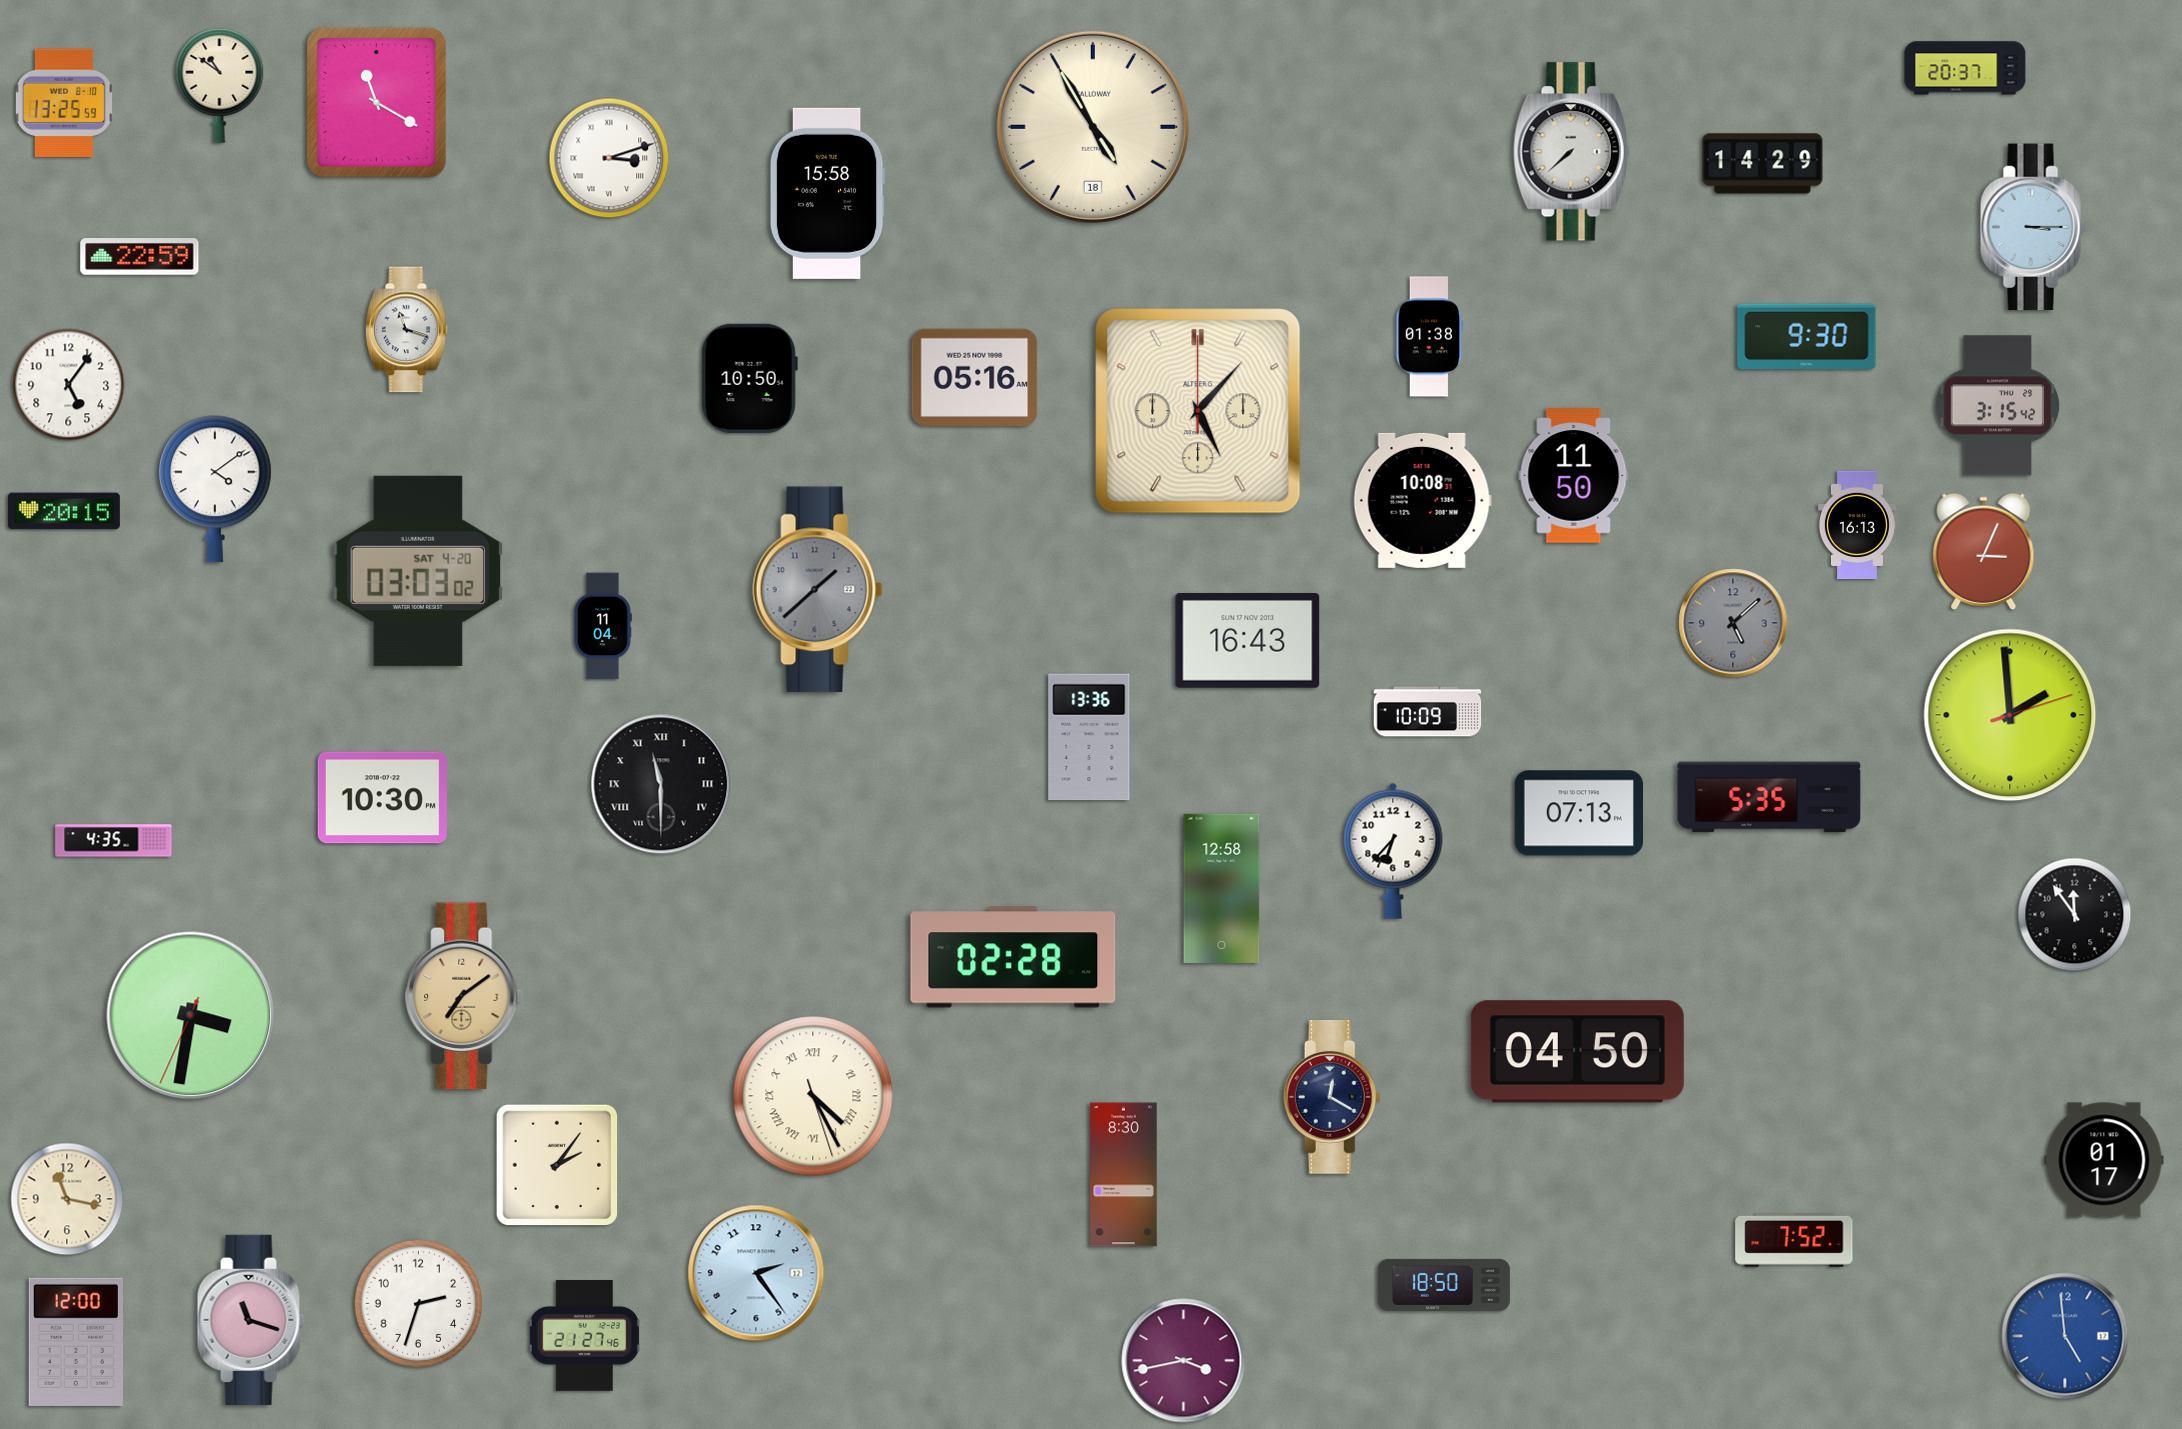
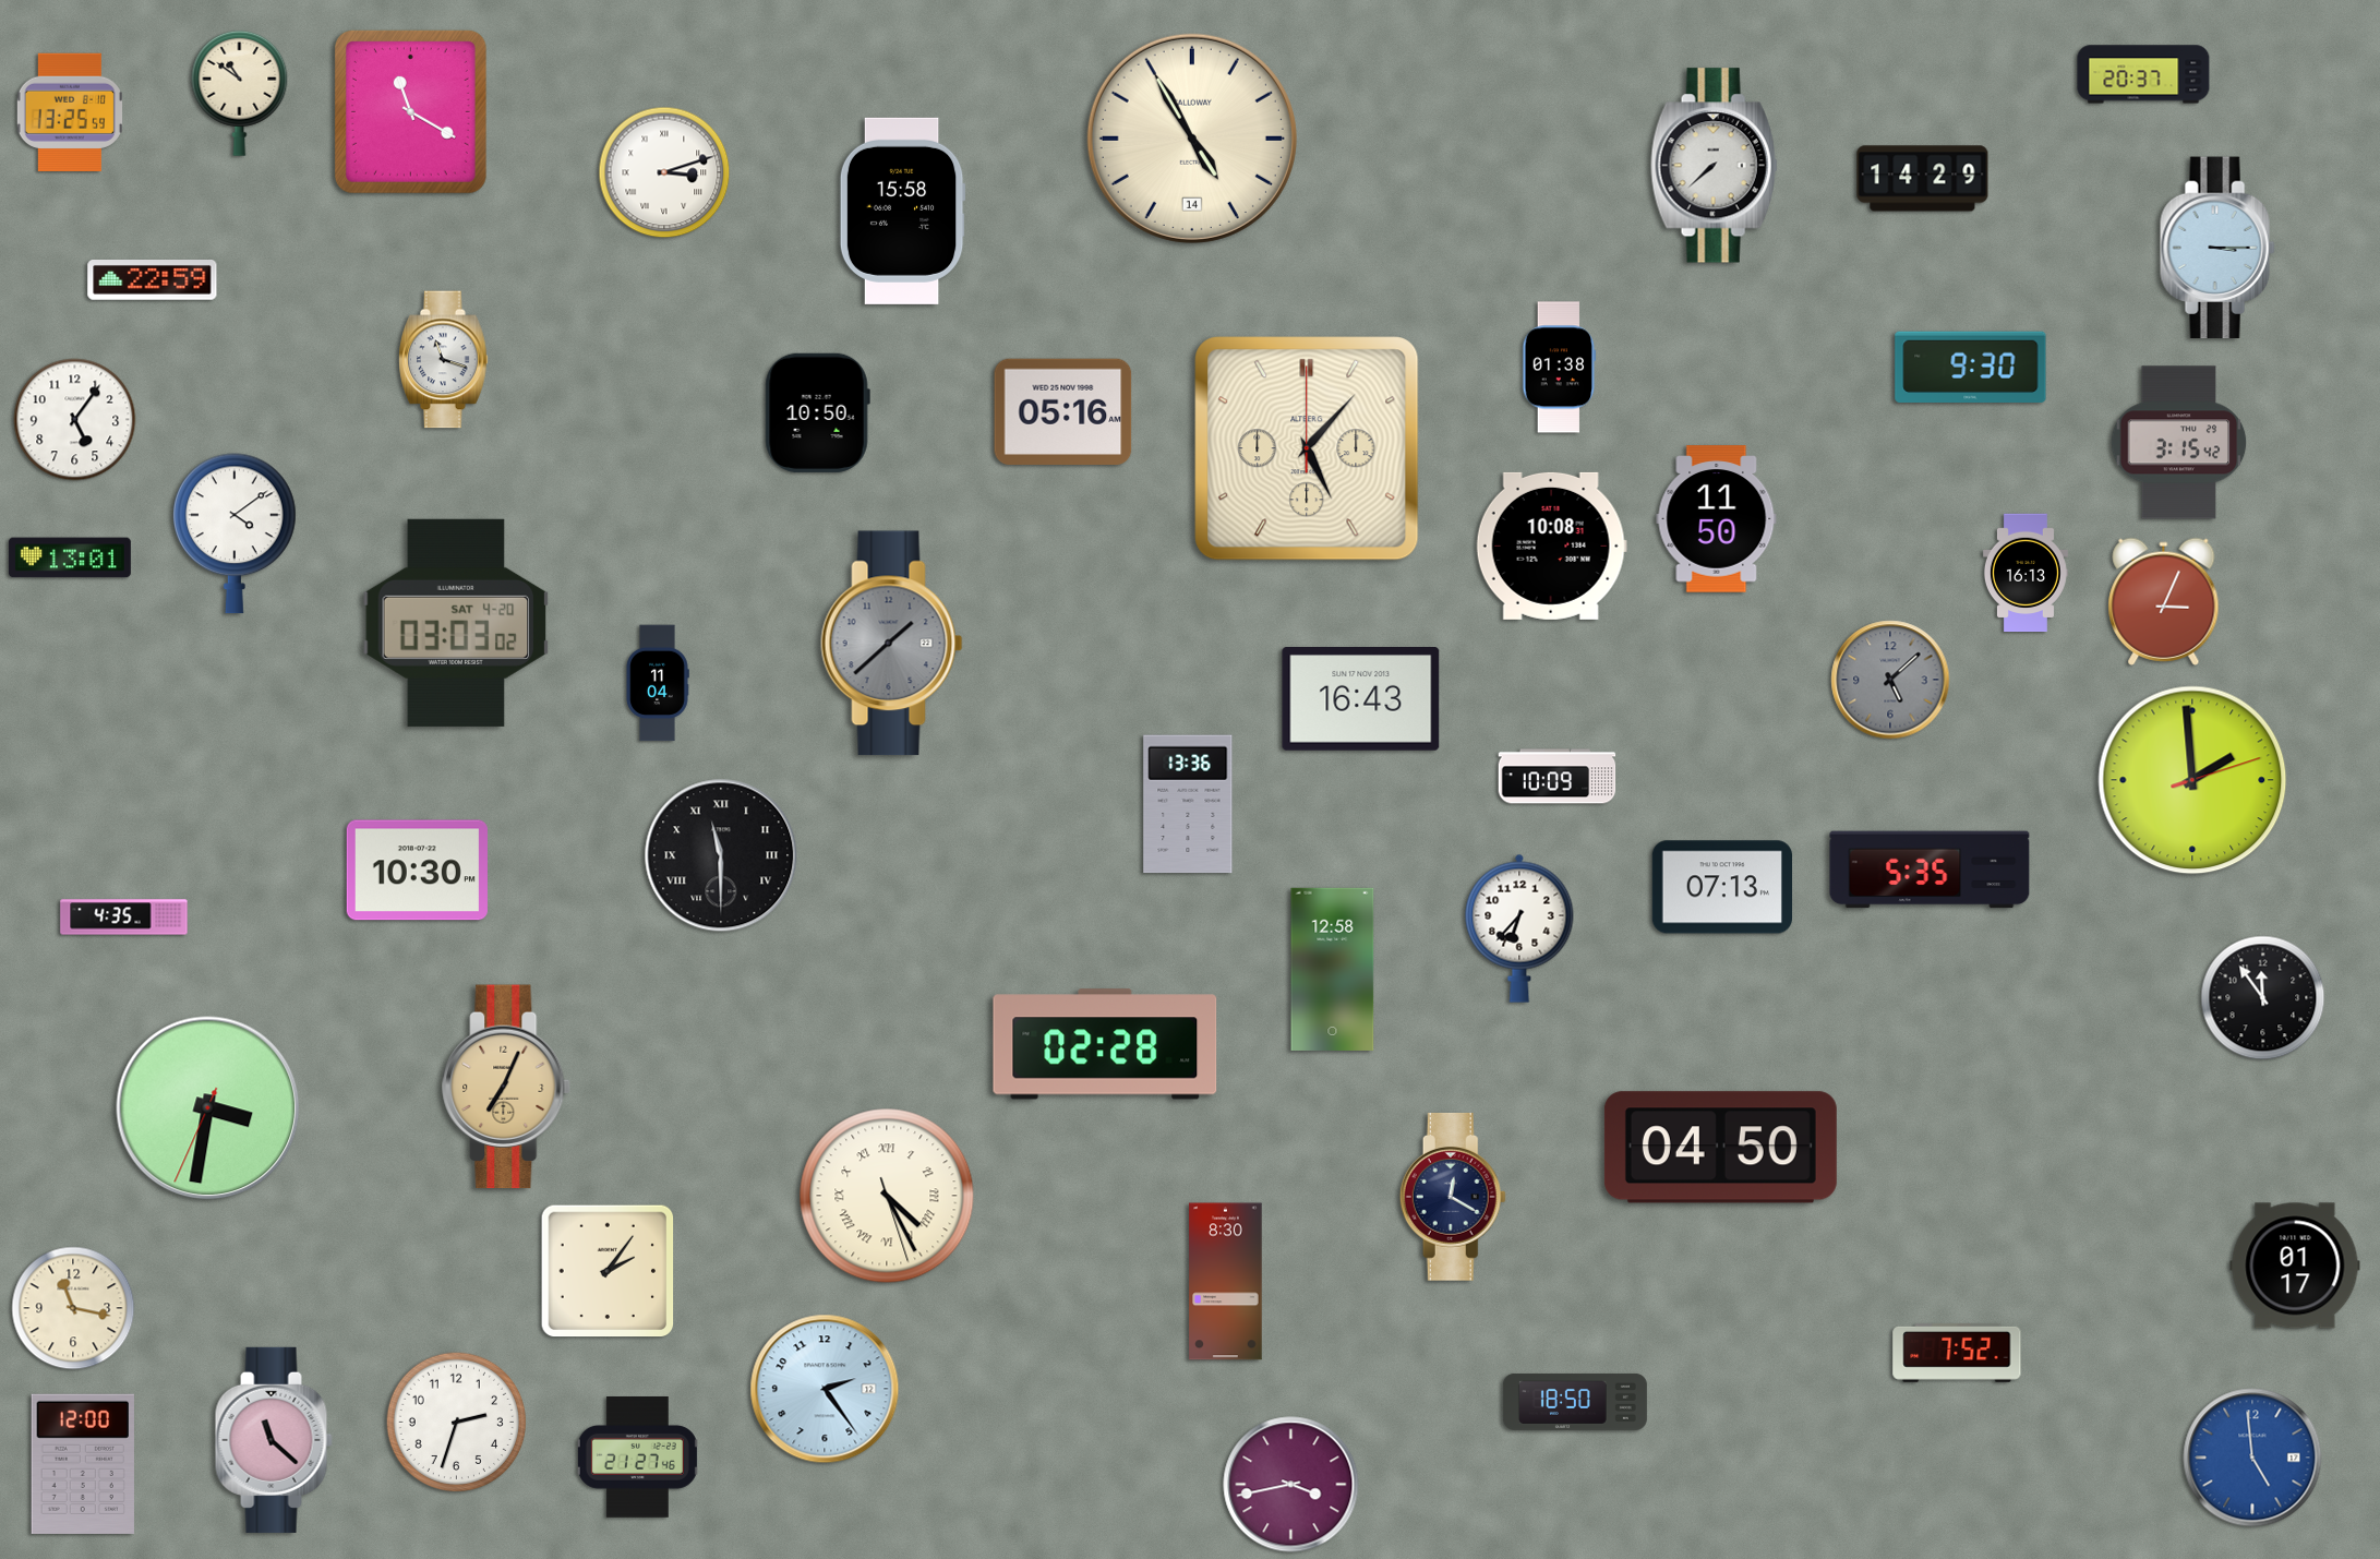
clock at (1093, 127) date: 18 -> 14
clock at (64, 511): 20:15 -> 13:01
clock at (465, 996): 7:09 -> 7:04
clock at (251, 1320): 11:18 -> 11:22
